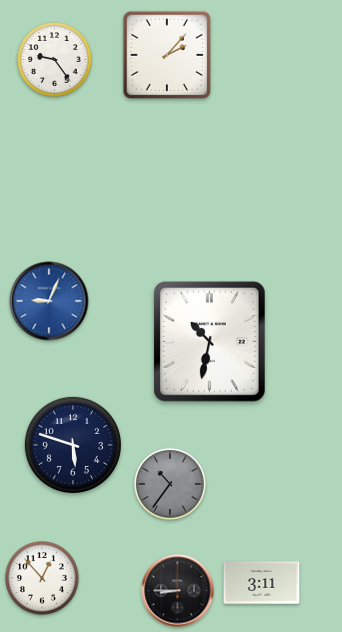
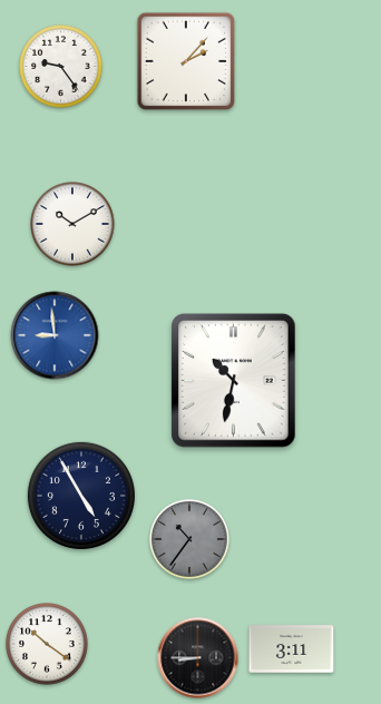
clock at (72, 224): none -> 10:10
clock at (49, 301): 9:04 -> 8:59
clock at (73, 445): 5:48 -> 4:55
clock at (42, 578): 12:53 -> 10:21
